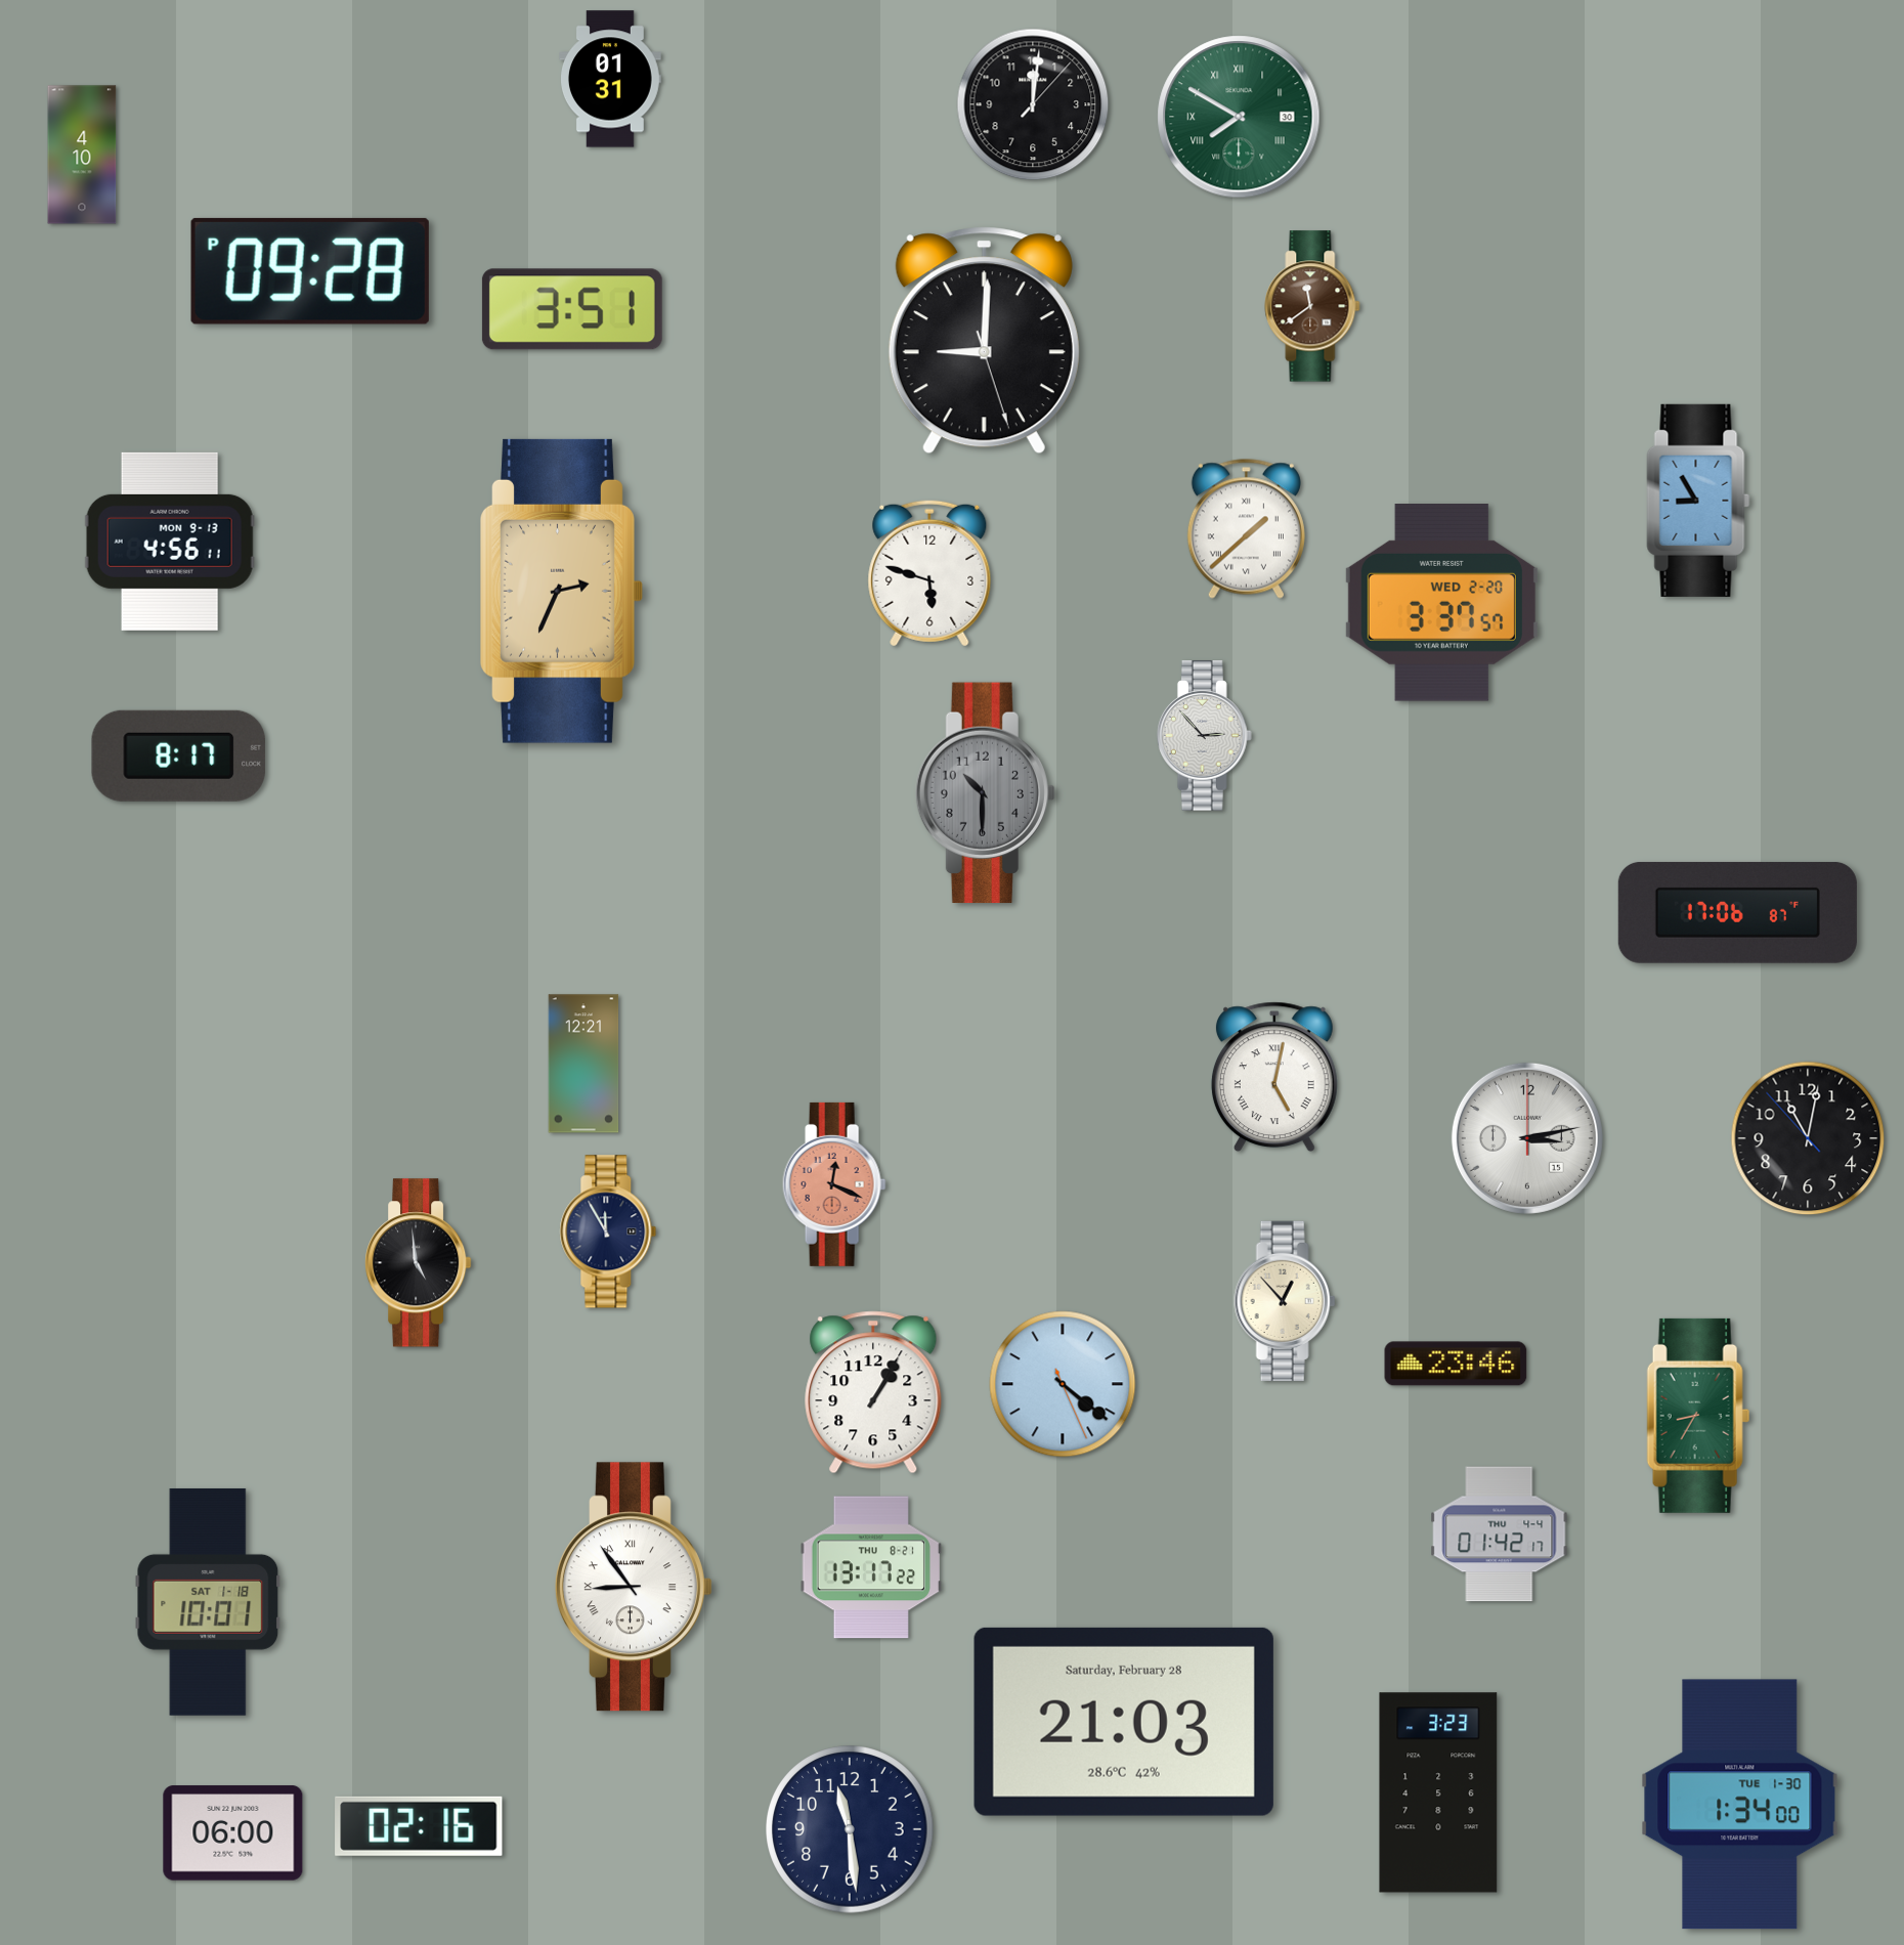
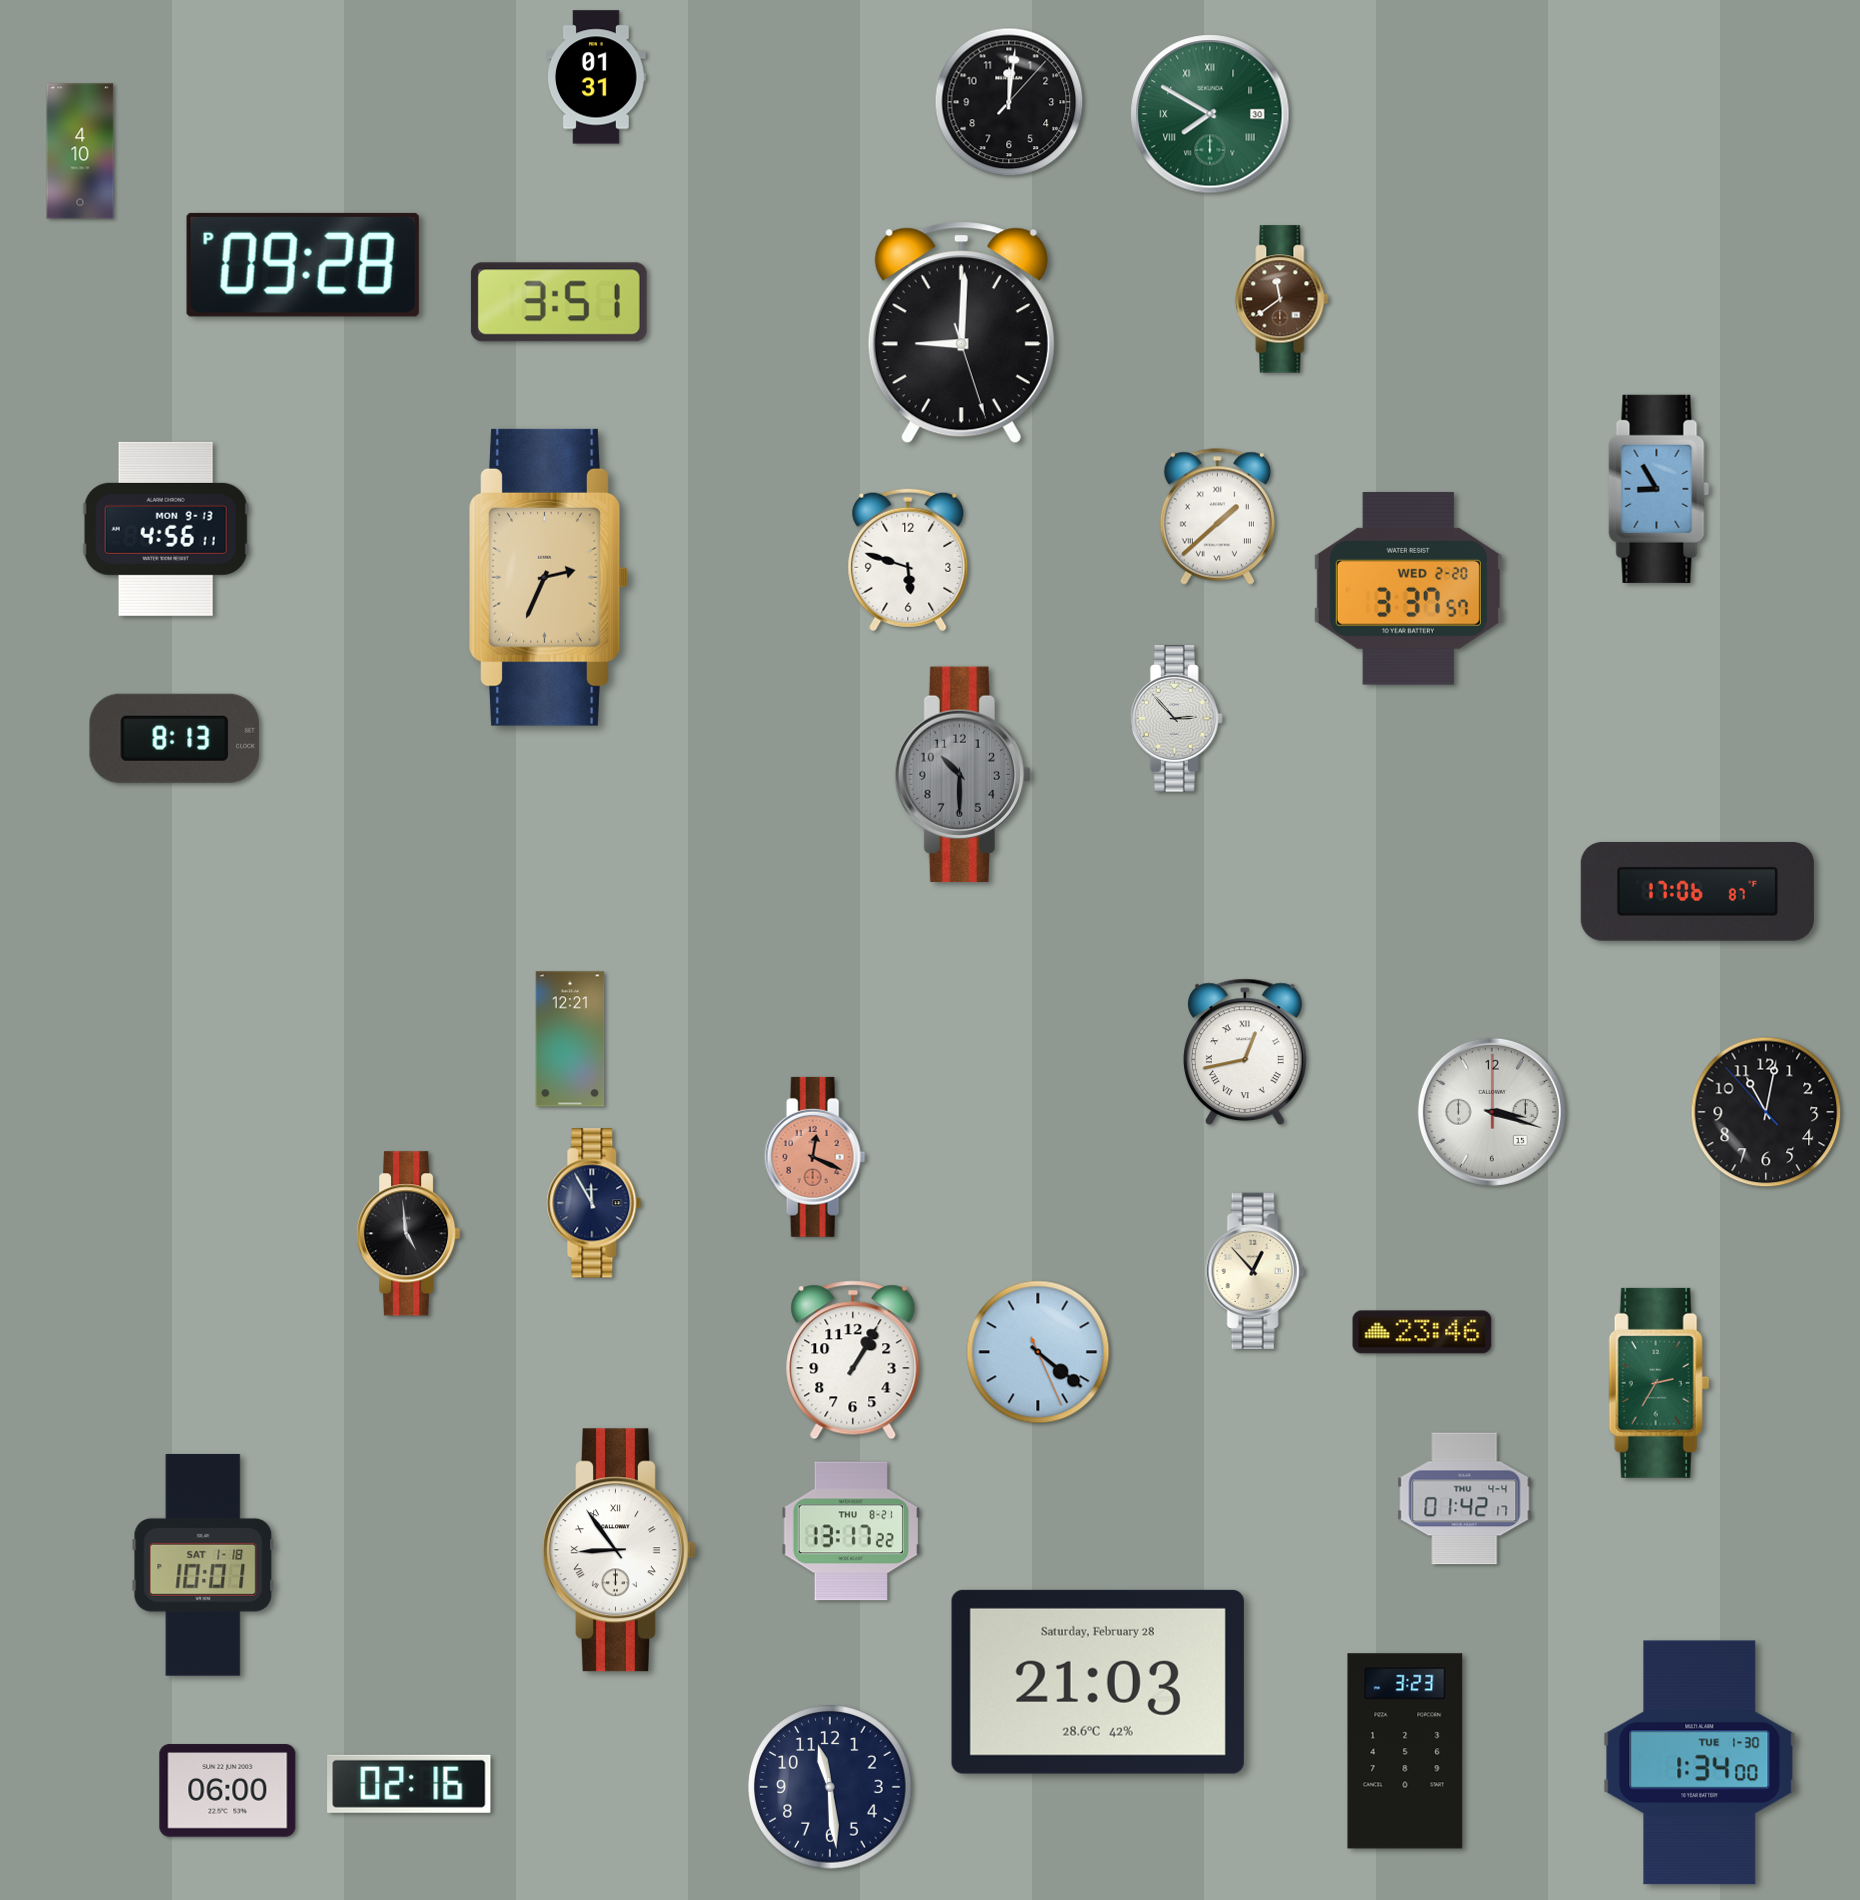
clock at (178, 755): 8:17 -> 8:13
clock at (1274, 1077): 5:02 -> 12:43
clock at (1527, 1138): 3:13 -> 3:18
clock at (1698, 1416): 8:35 -> 2:35
